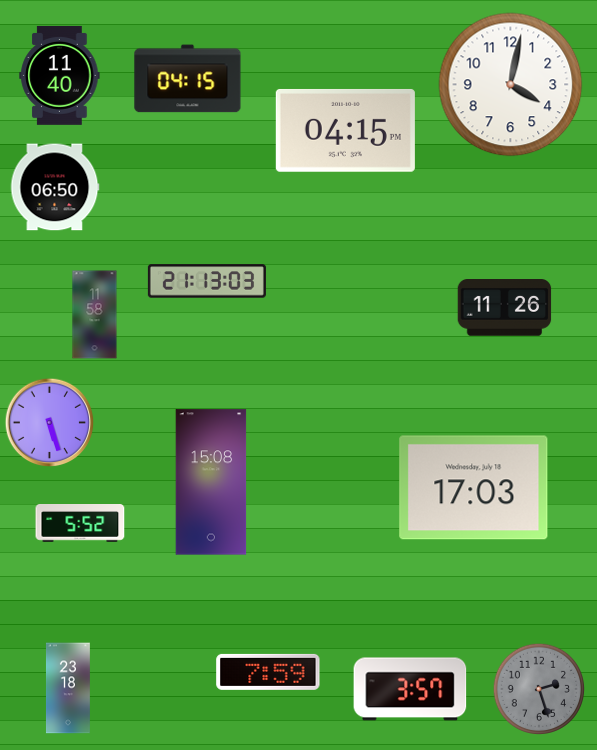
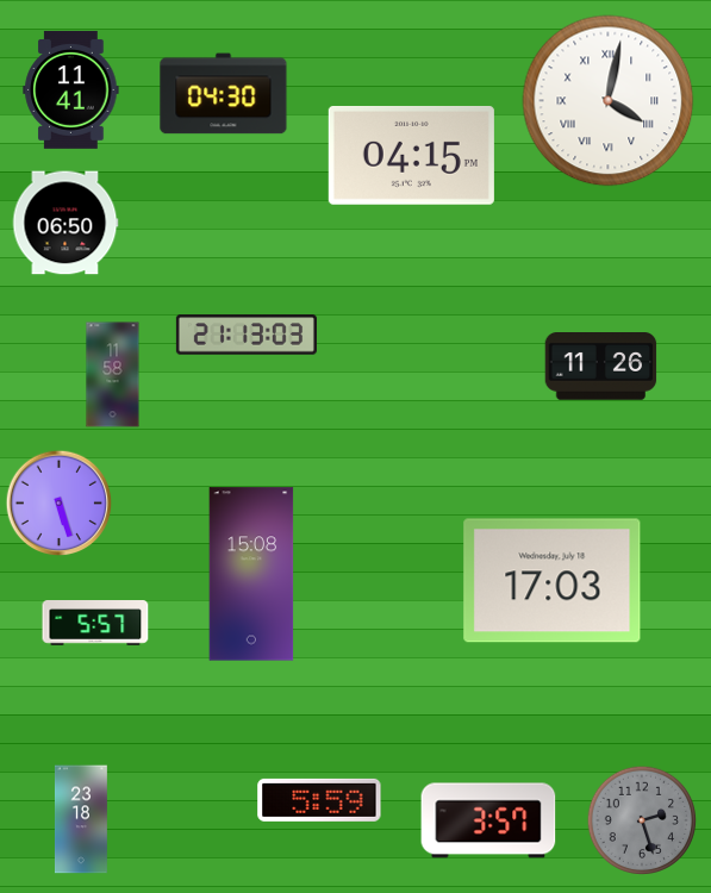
clock at (60, 75): 11:40 -> 11:41
clock at (188, 79): 04:15 -> 04:30
clock at (511, 85) numerals: Arabic -> Roman
clock at (474, 488) position: (474, 488) -> (553, 581)
clock at (80, 524): 5:52 -> 5:57
clock at (268, 672): 7:59 -> 5:59
